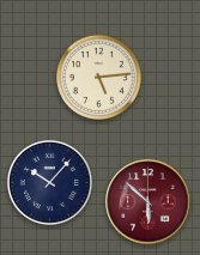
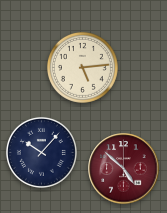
clock at (98, 77) position: (98, 77) -> (82, 67)
clock at (149, 202): 5:52 -> 4:52
